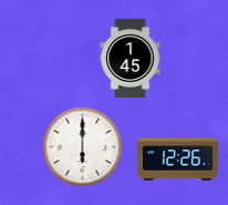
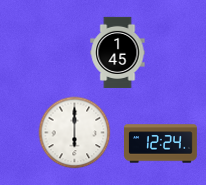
clock at (178, 160): 12:26 -> 12:24
